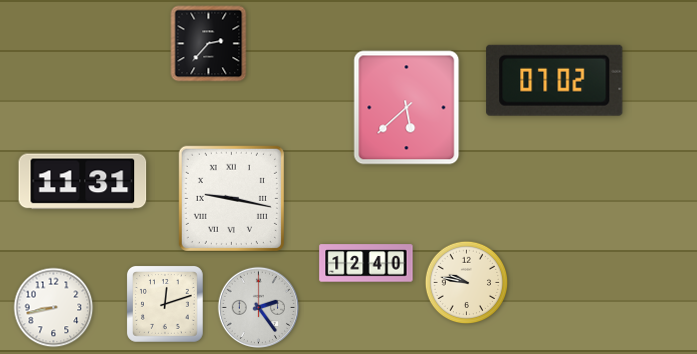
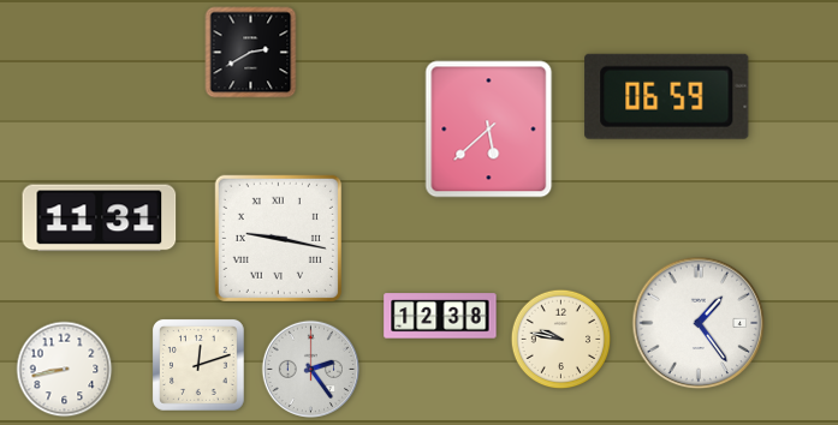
clock at (209, 44): 2:37 -> 2:40
clock at (555, 80): 07:02 -> 06:59
clock at (366, 263): 12:40 -> 12:38
clock at (699, 323): none -> 1:24
